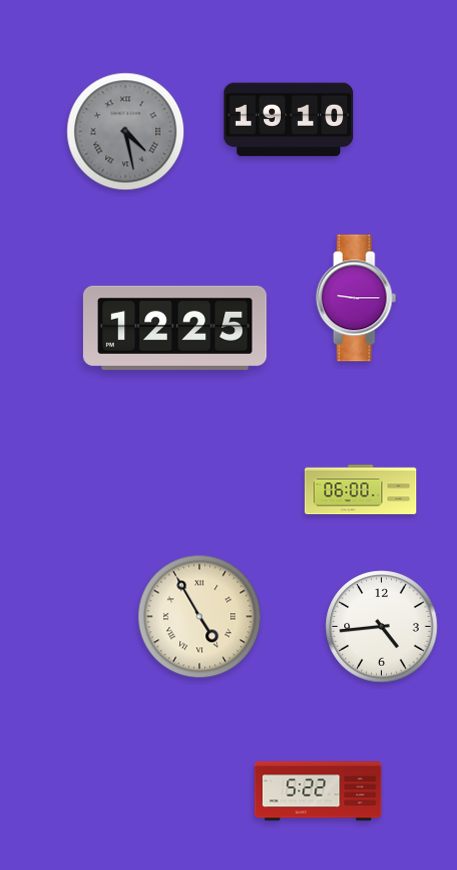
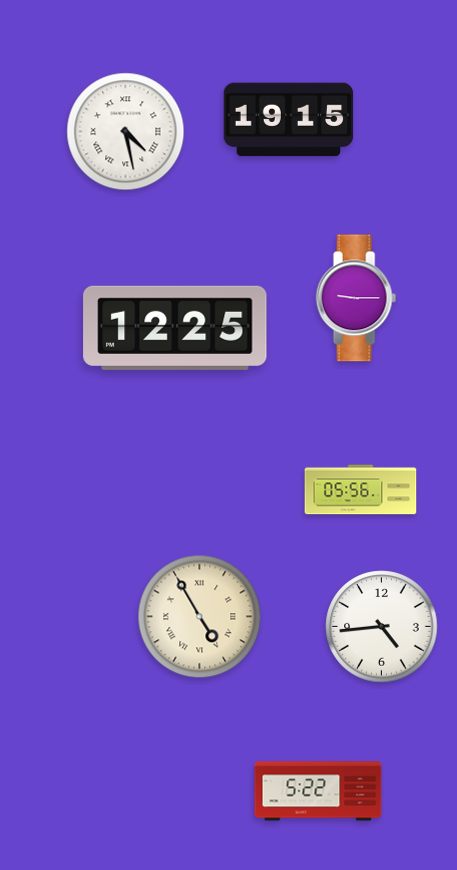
clock at (289, 120): 19:10 -> 19:15
clock at (126, 132) dial: grey -> white
clock at (361, 490): 06:00 -> 05:56
